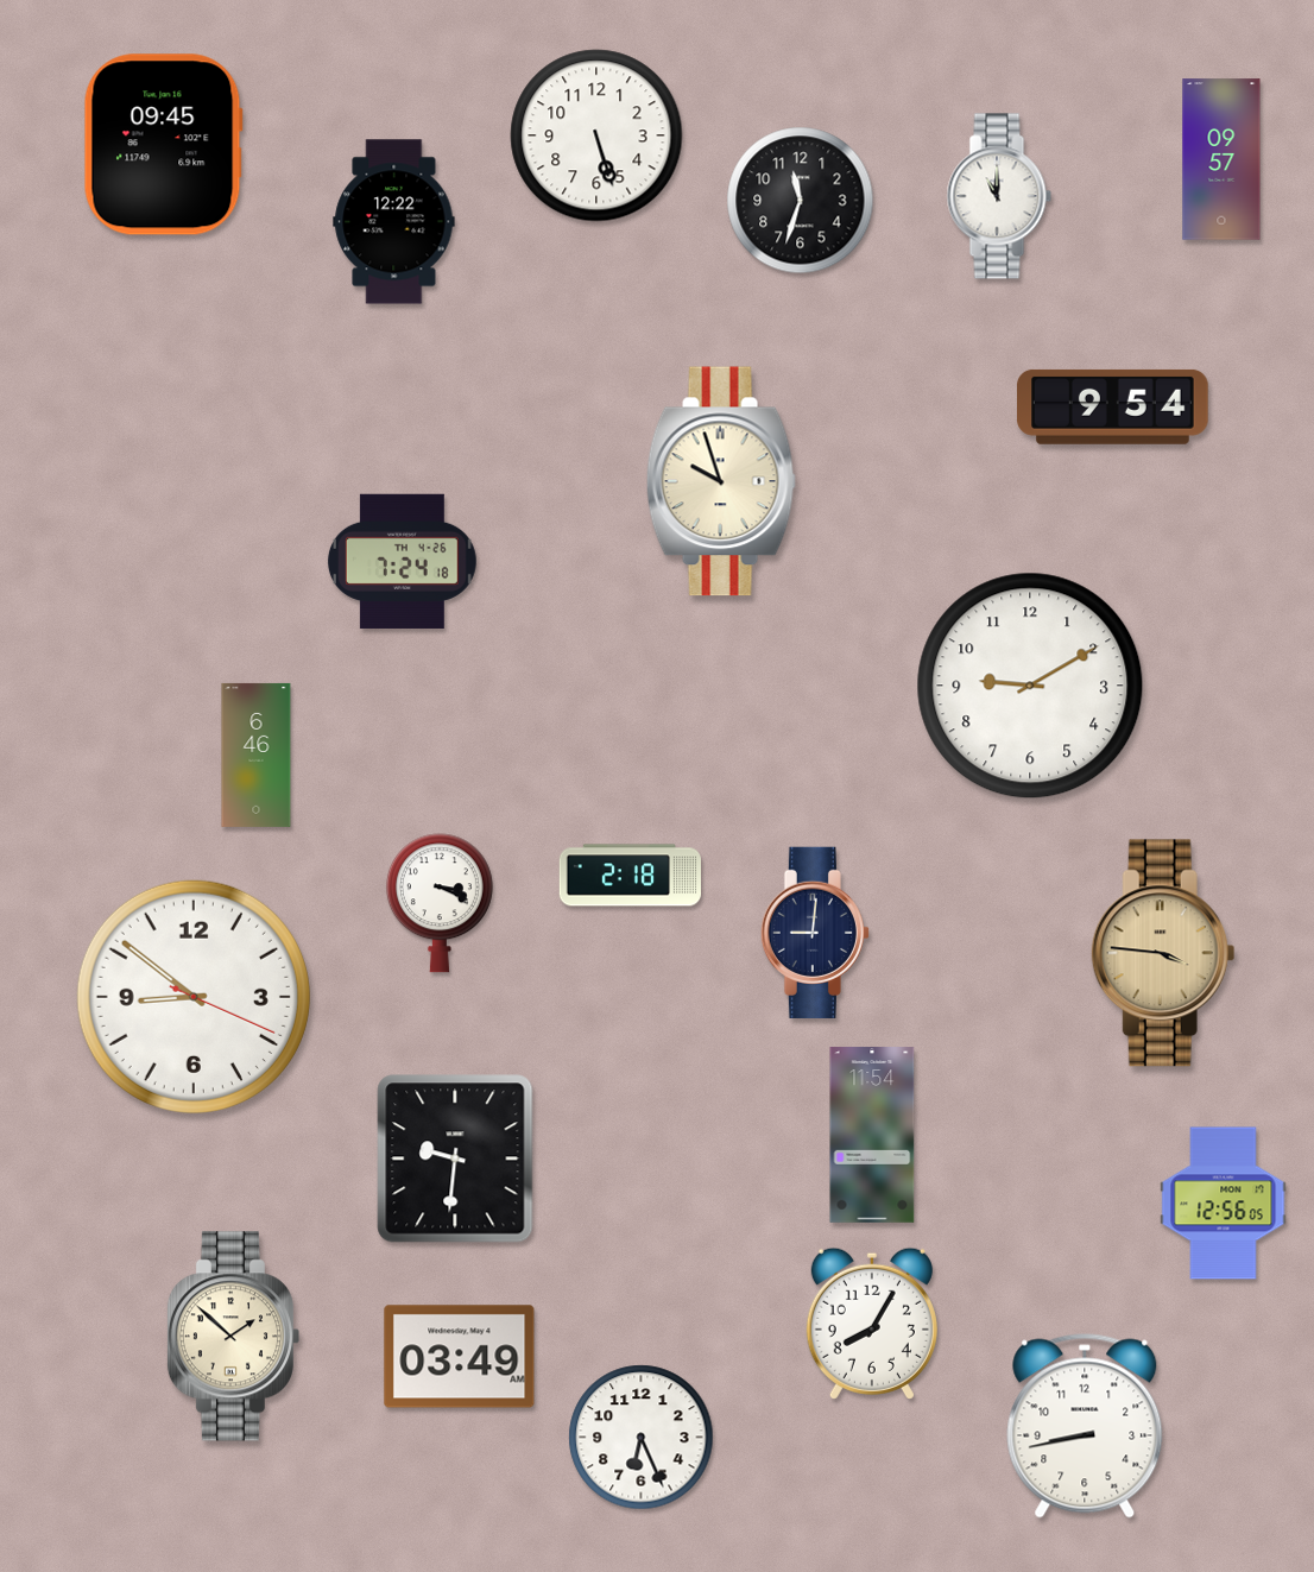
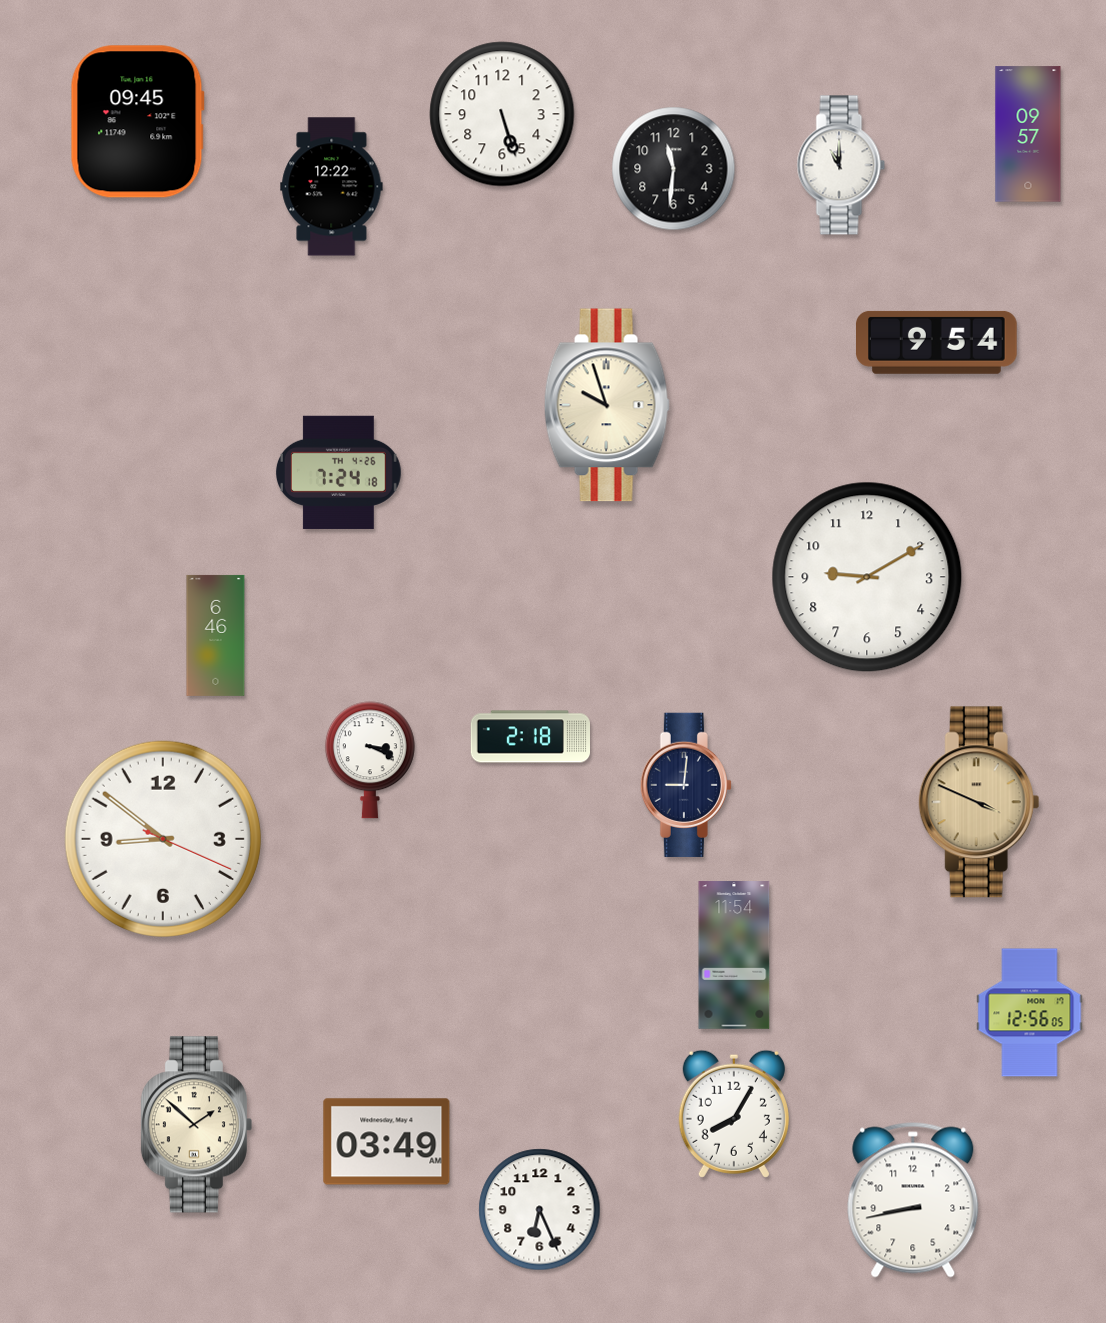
clock at (801, 201): 11:33 -> 11:31
clock at (1163, 953): 3:46 -> 3:49
clock at (455, 1159): 9:31 -> none
